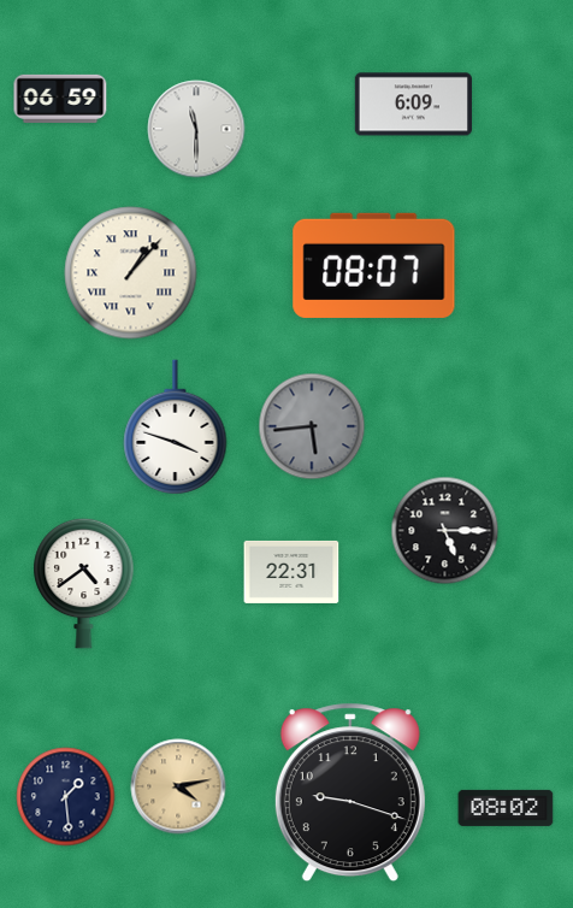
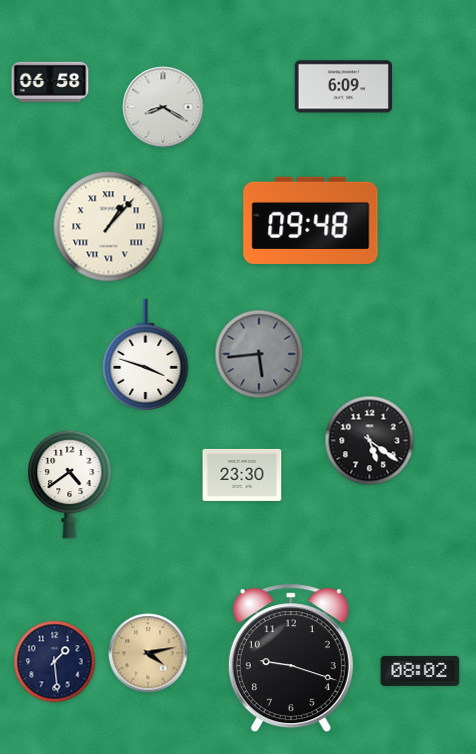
clock at (60, 99): 06:59 -> 06:58
clock at (196, 129): 11:30 -> 8:20
clock at (374, 265): 08:07 -> 09:48
clock at (445, 531): 5:15 -> 5:21
clock at (291, 572): 22:31 -> 23:30
